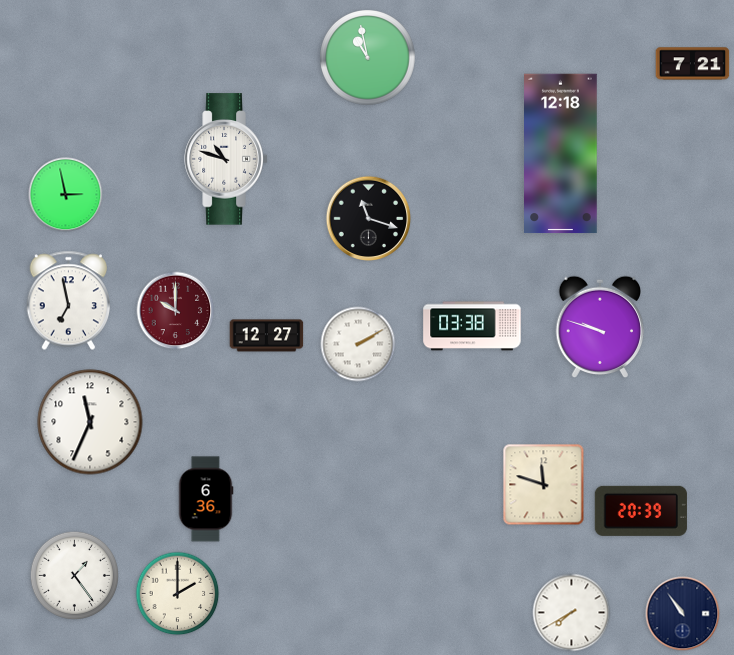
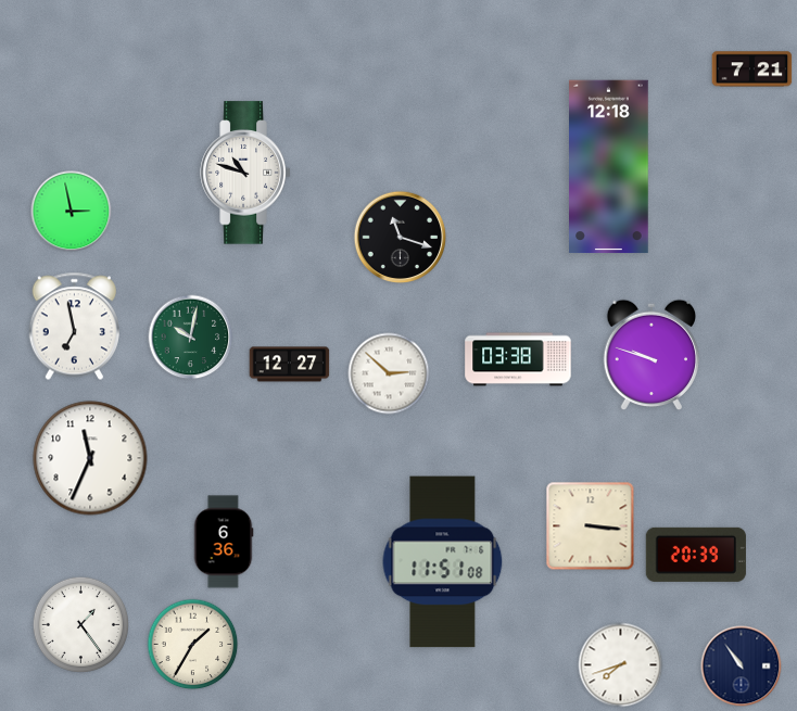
clock at (368, 58): 10:58 -> none
clock at (176, 311): 10:00 -> 10:02
clock at (176, 311) dial: burgundy -> green
clock at (472, 326) position: (472, 326) -> (518, 359)
clock at (358, 344): 2:10 -> 2:52
clock at (90, 422) position: (90, 422) -> (90, 458)
clock at (544, 485): 11:48 -> 3:16
clock at (443, 562): none -> 11:51
clock at (178, 594): 2:00 -> 1:35
clock at (572, 613): 7:40 -> 7:42
